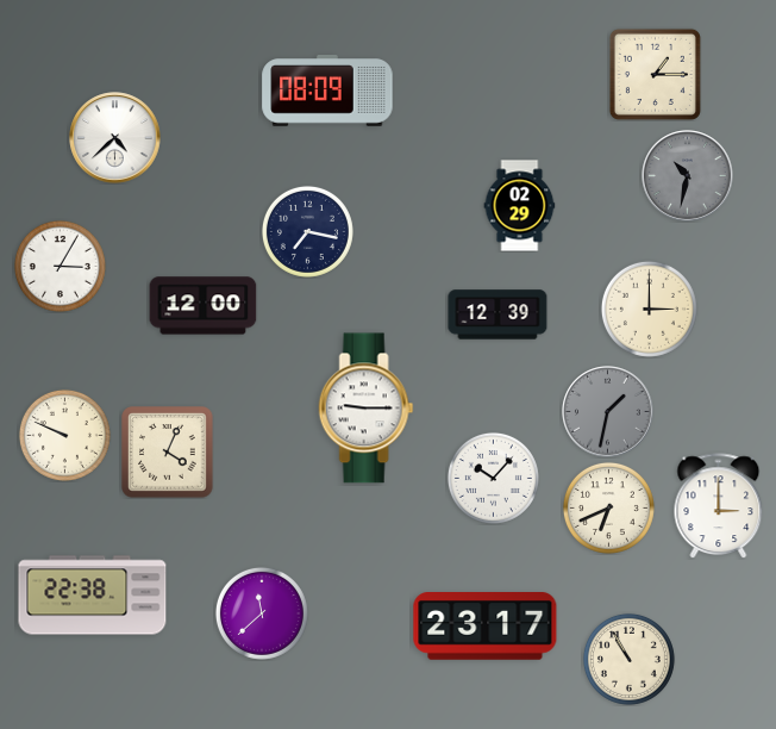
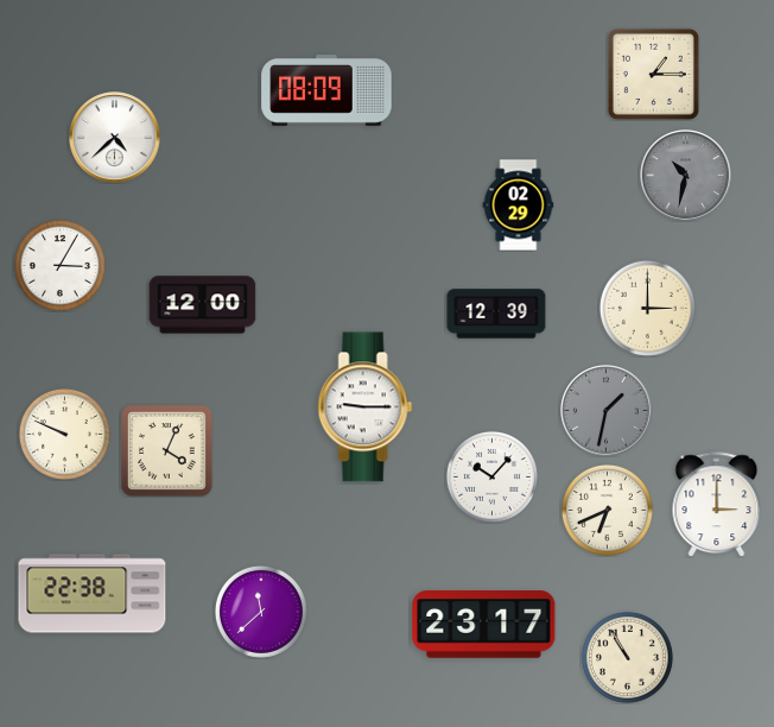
clock at (307, 231): 7:17 -> none
clock at (608, 507) position: (608, 507) -> (607, 510)
